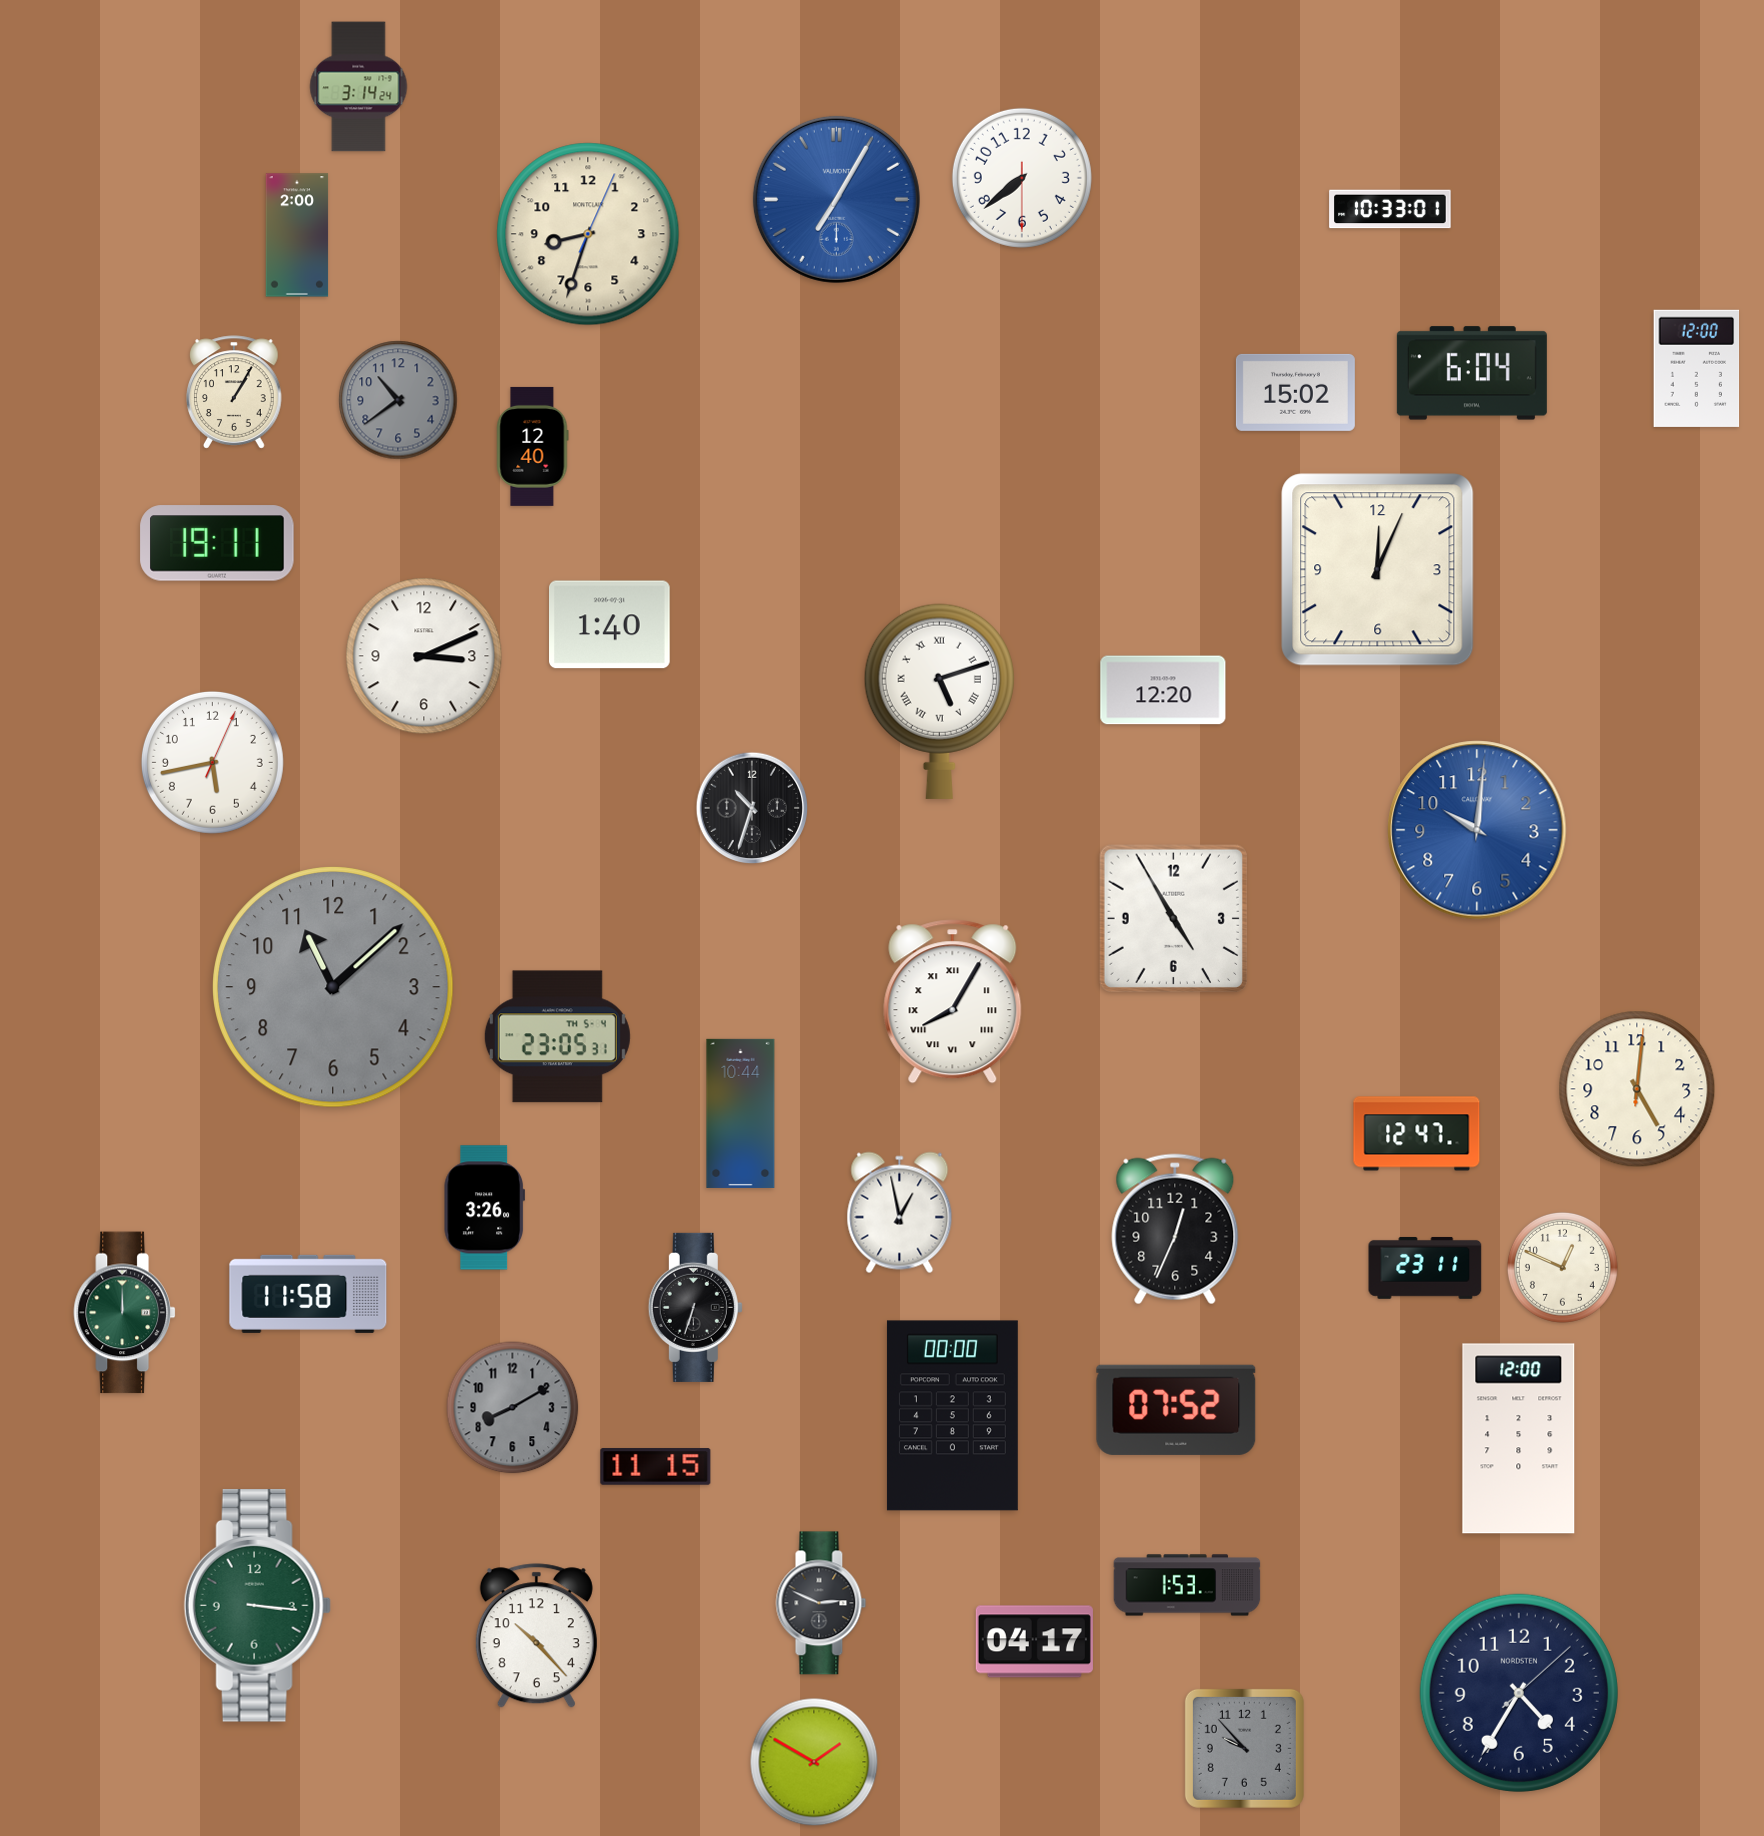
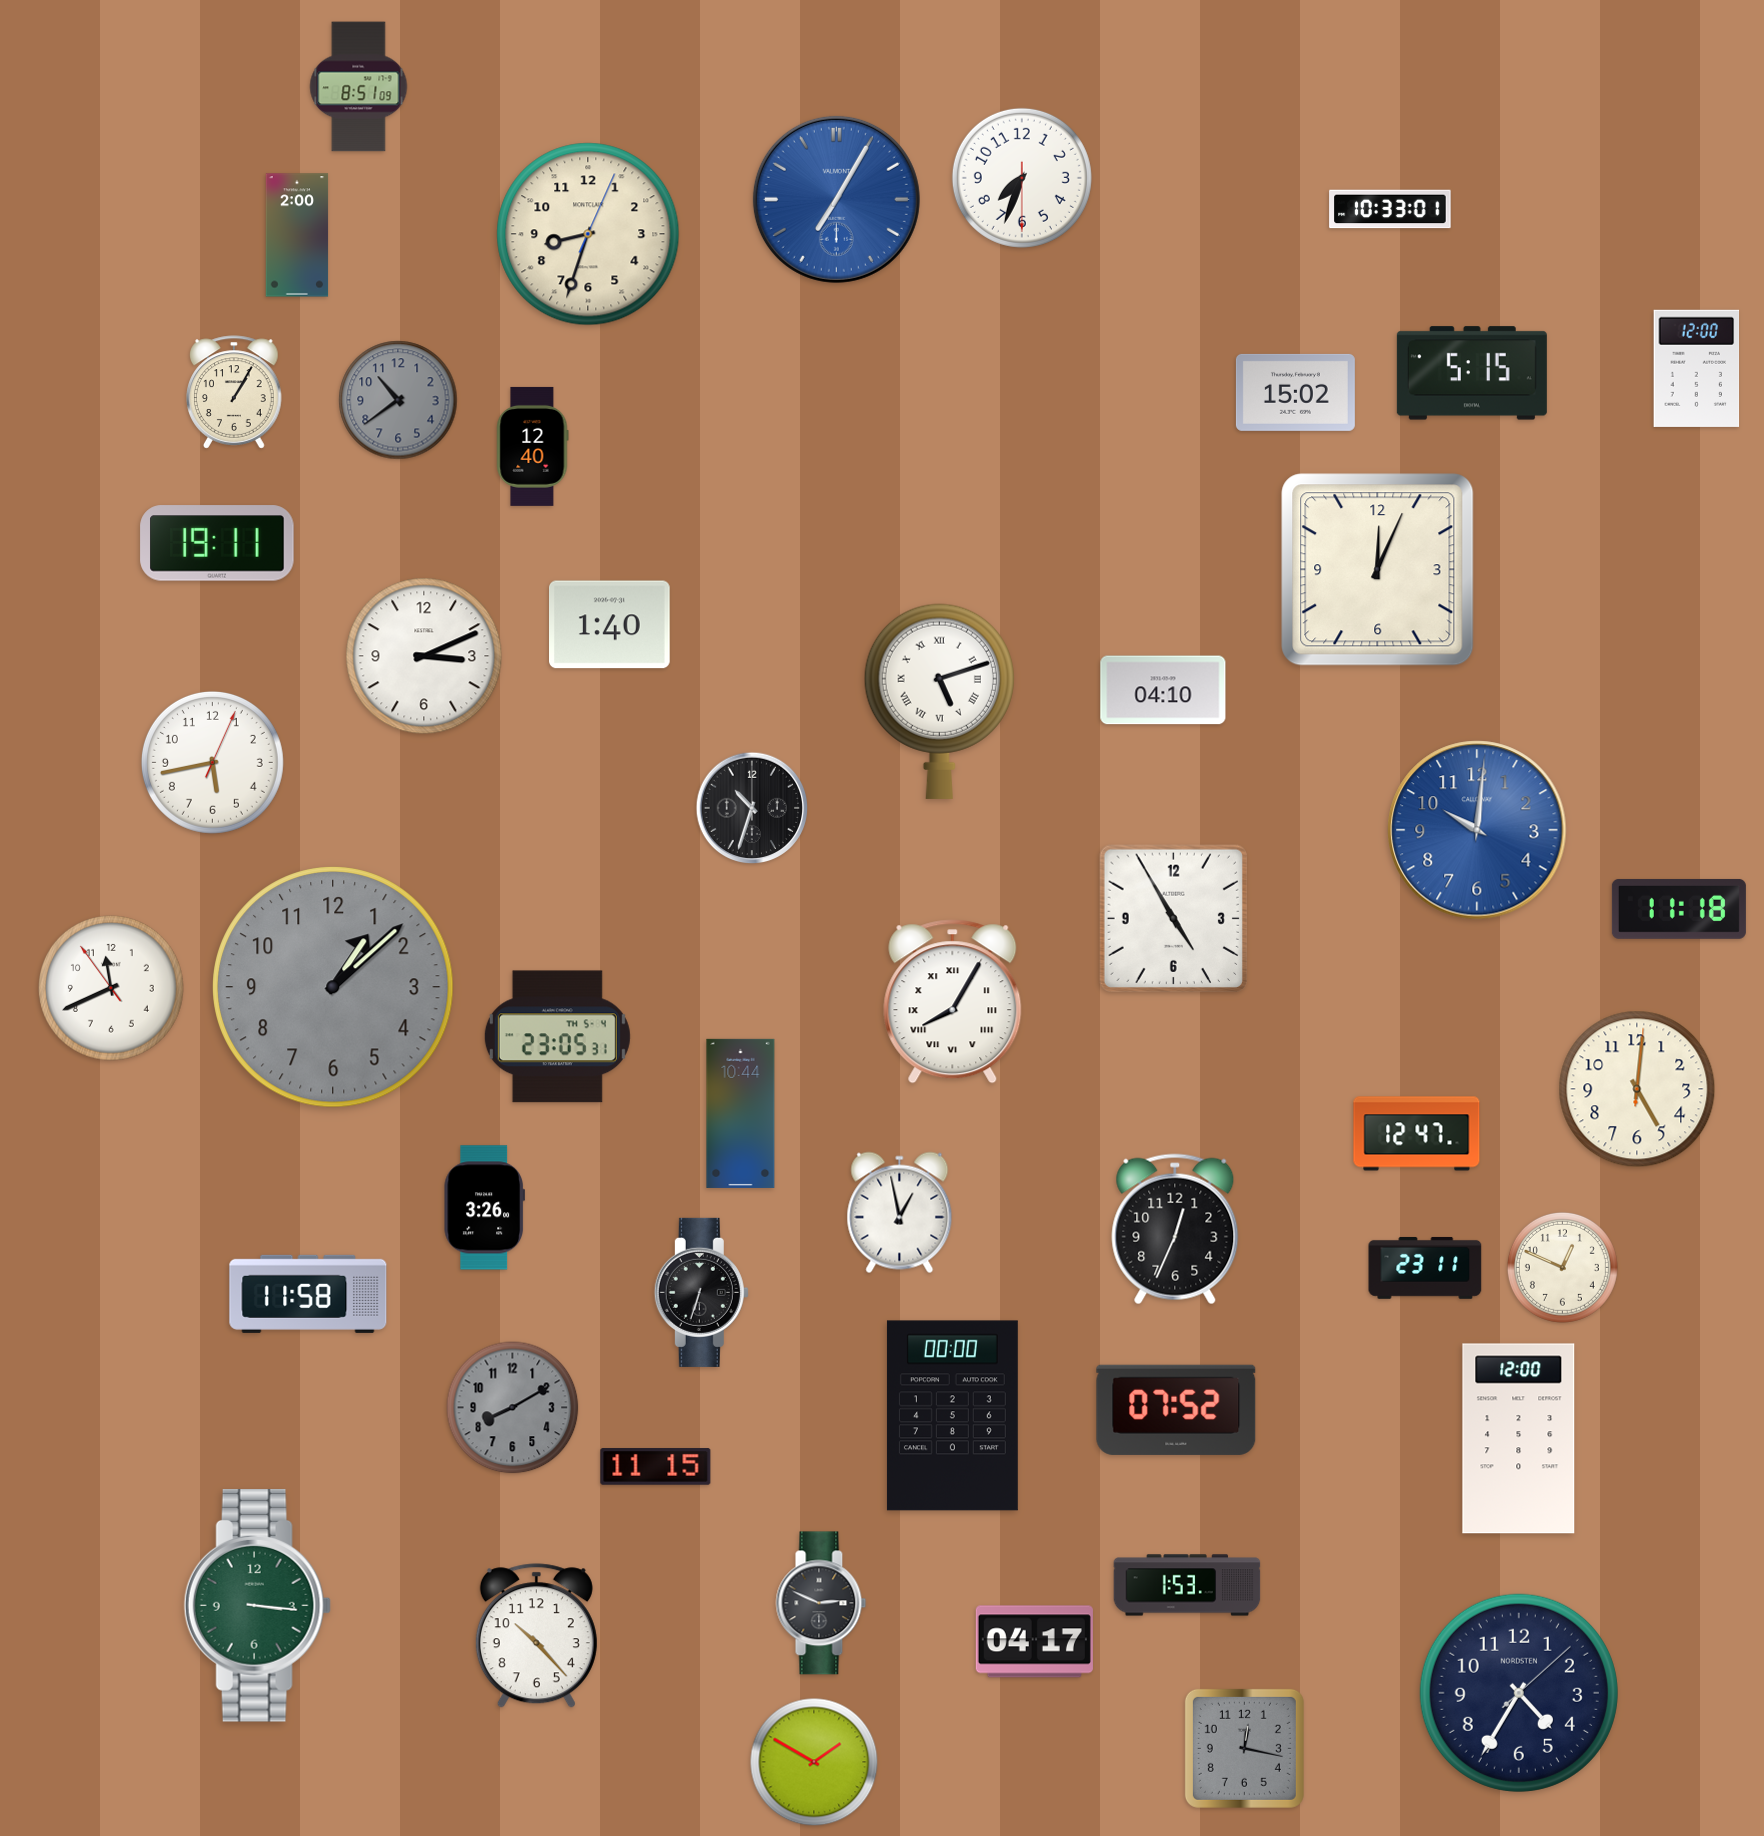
clock at (359, 87): 3:14 -> 8:51
clock at (1022, 178): 7:38 -> 7:33
clock at (1472, 373): 6:04 -> 5:15
clock at (1163, 690): 12:20 -> 04:10
clock at (1679, 909): none -> 11:18
clock at (333, 987): 11:08 -> 1:08
clock at (112, 989): none -> 11:40
clock at (695, 1307) position: (695, 1307) -> (701, 1292)
clock at (125, 1313): 12:00 -> none
clock at (1244, 1748): 9:53 -> 12:17
